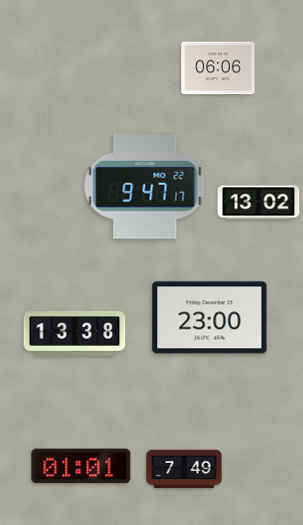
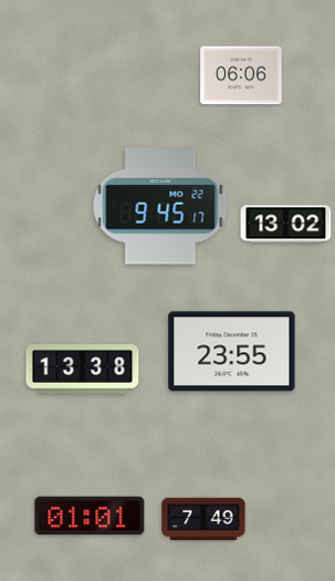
clock at (145, 186): 9:47 -> 9:45
clock at (210, 318): 23:00 -> 23:55
